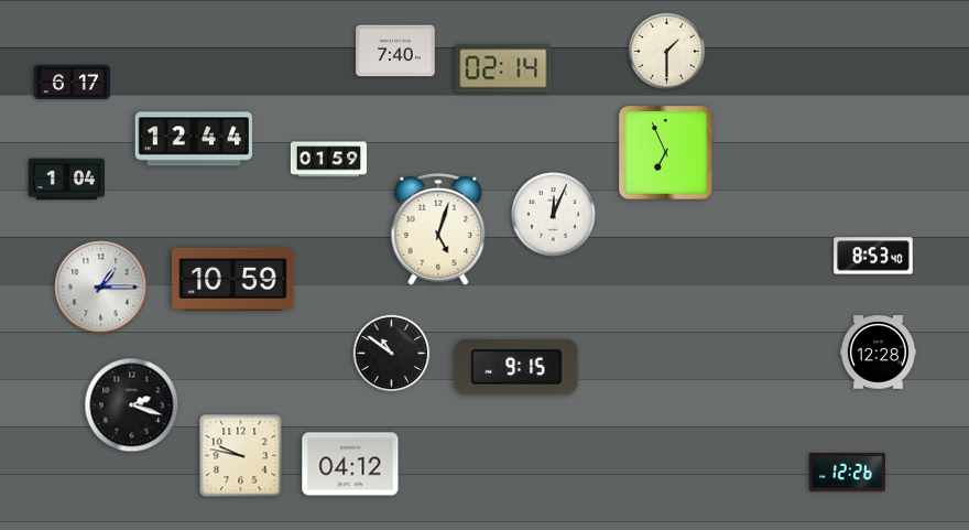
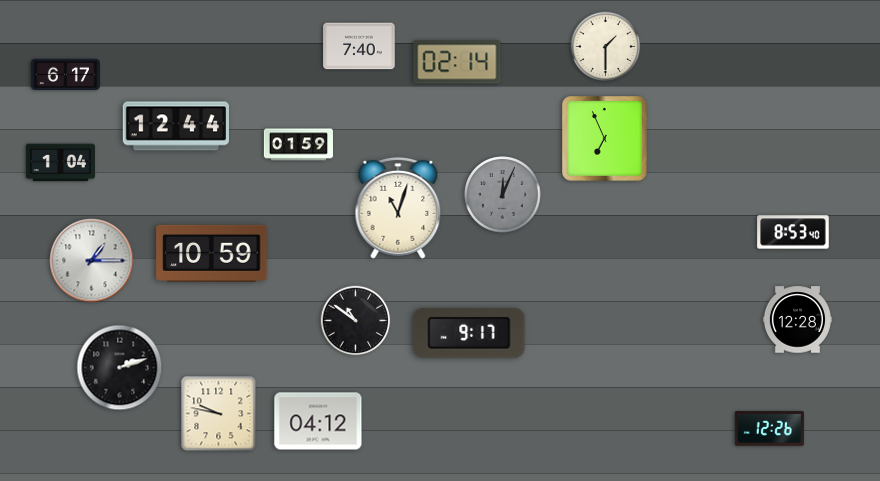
clock at (554, 215) dial: white -> grey
clock at (438, 229): 5:03 -> 11:03
clock at (516, 367): 9:15 -> 9:17
clock at (132, 405): 2:18 -> 2:12
